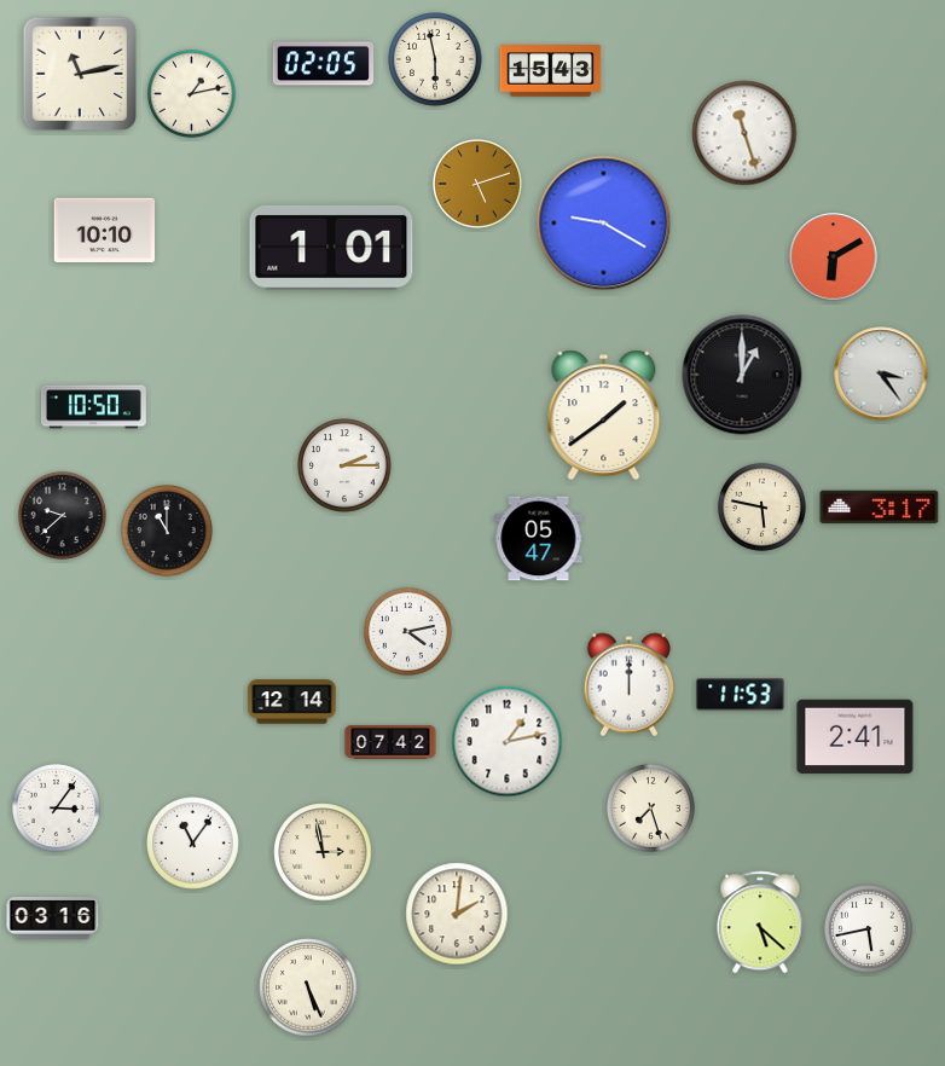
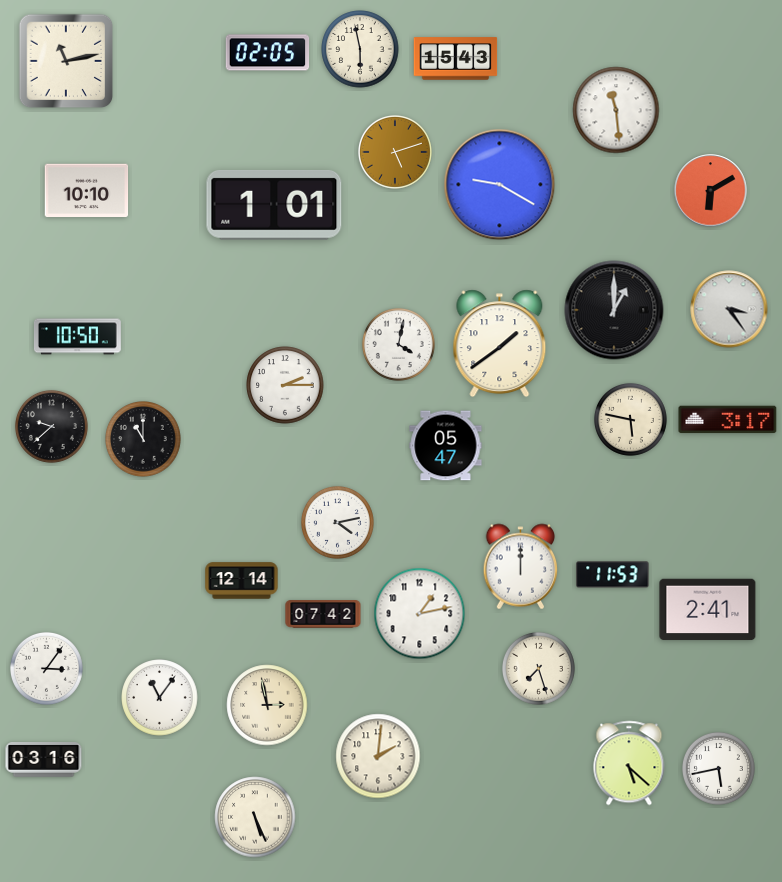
clock at (191, 93): 1:13 -> none
clock at (744, 133): 11:27 -> 11:29
clock at (834, 257) position: (834, 257) -> (711, 191)
clock at (398, 344): none -> 4:02
clock at (168, 532) position: (168, 532) -> (144, 440)
